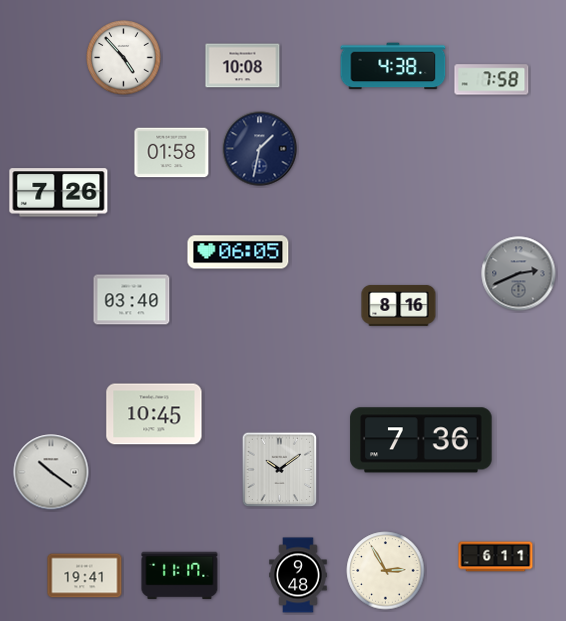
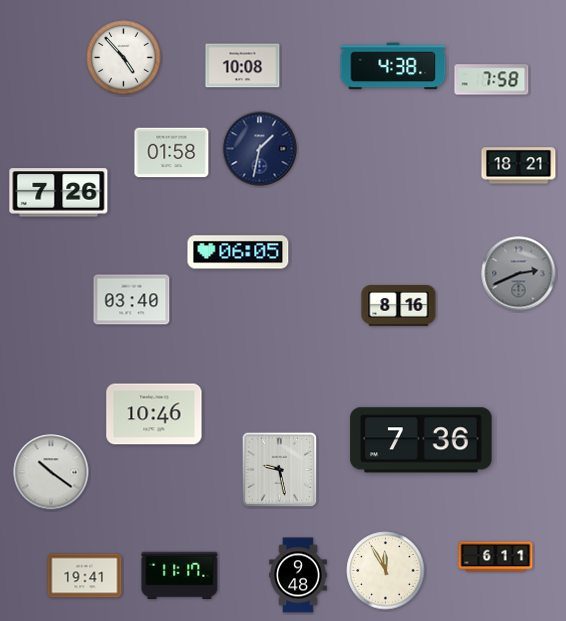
clock at (519, 166): none -> 18:21
clock at (154, 414): 10:45 -> 10:46
clock at (280, 470): 10:09 -> 9:28
clock at (386, 571): 2:55 -> 11:55
